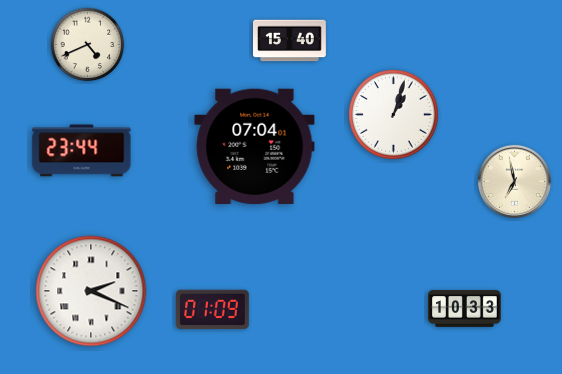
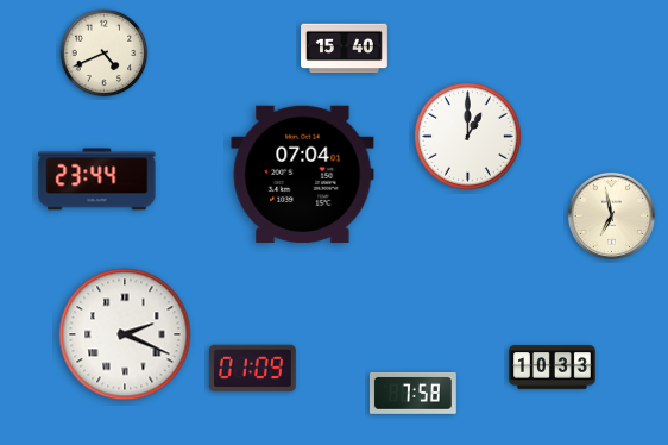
clock at (394, 115): 1:03 -> 1:00
clock at (91, 291) position: (91, 291) -> (125, 334)
clock at (412, 393): none -> 7:58
